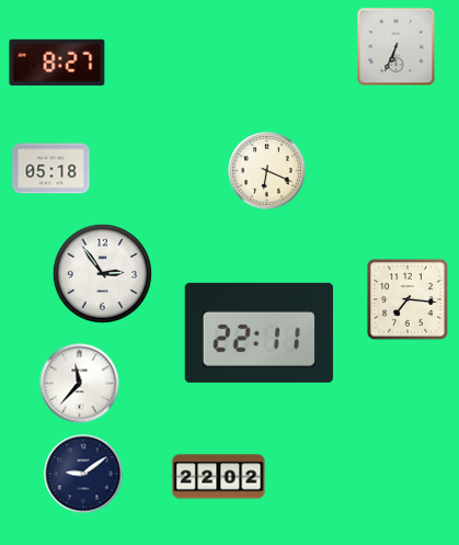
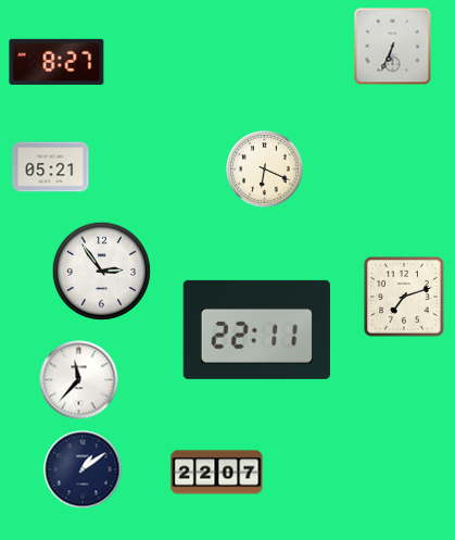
clock at (51, 169): 05:18 -> 05:21
clock at (408, 299): 7:16 -> 7:12
clock at (83, 474): 9:09 -> 1:09
clock at (219, 477): 22:02 -> 22:07
